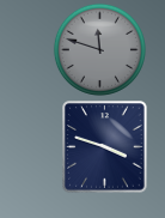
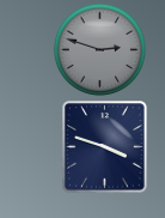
clock at (99, 49): 11:48 -> 2:48
